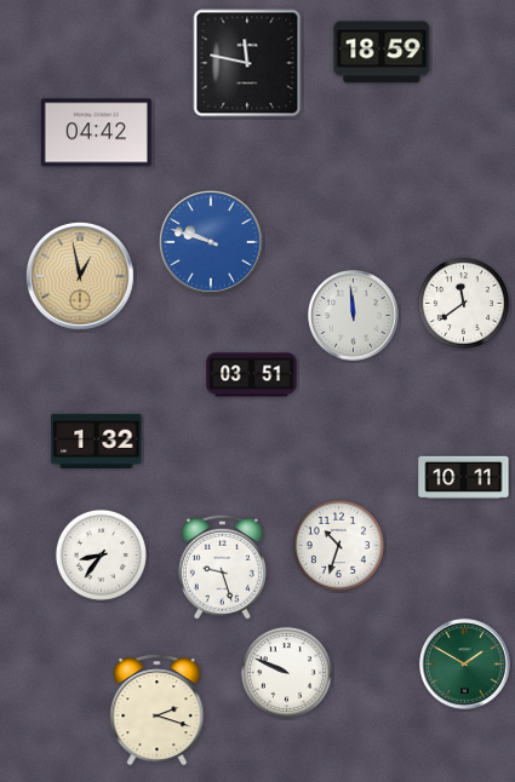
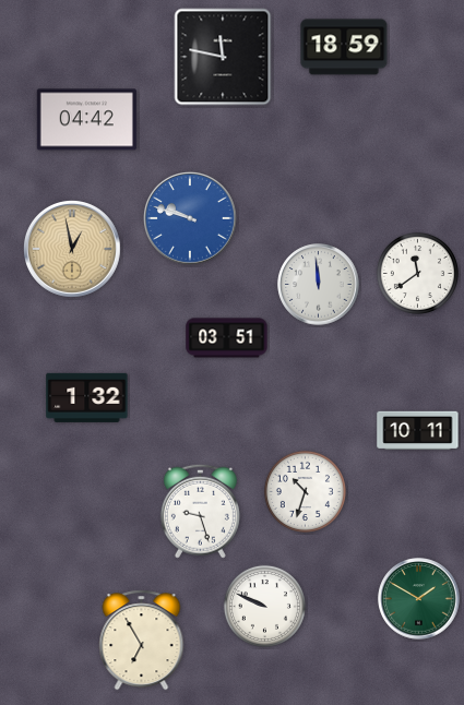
clock at (101, 554): 8:36 -> none
clock at (286, 672) position: (286, 672) -> (264, 606)
clock at (158, 711): 2:18 -> 6:55
